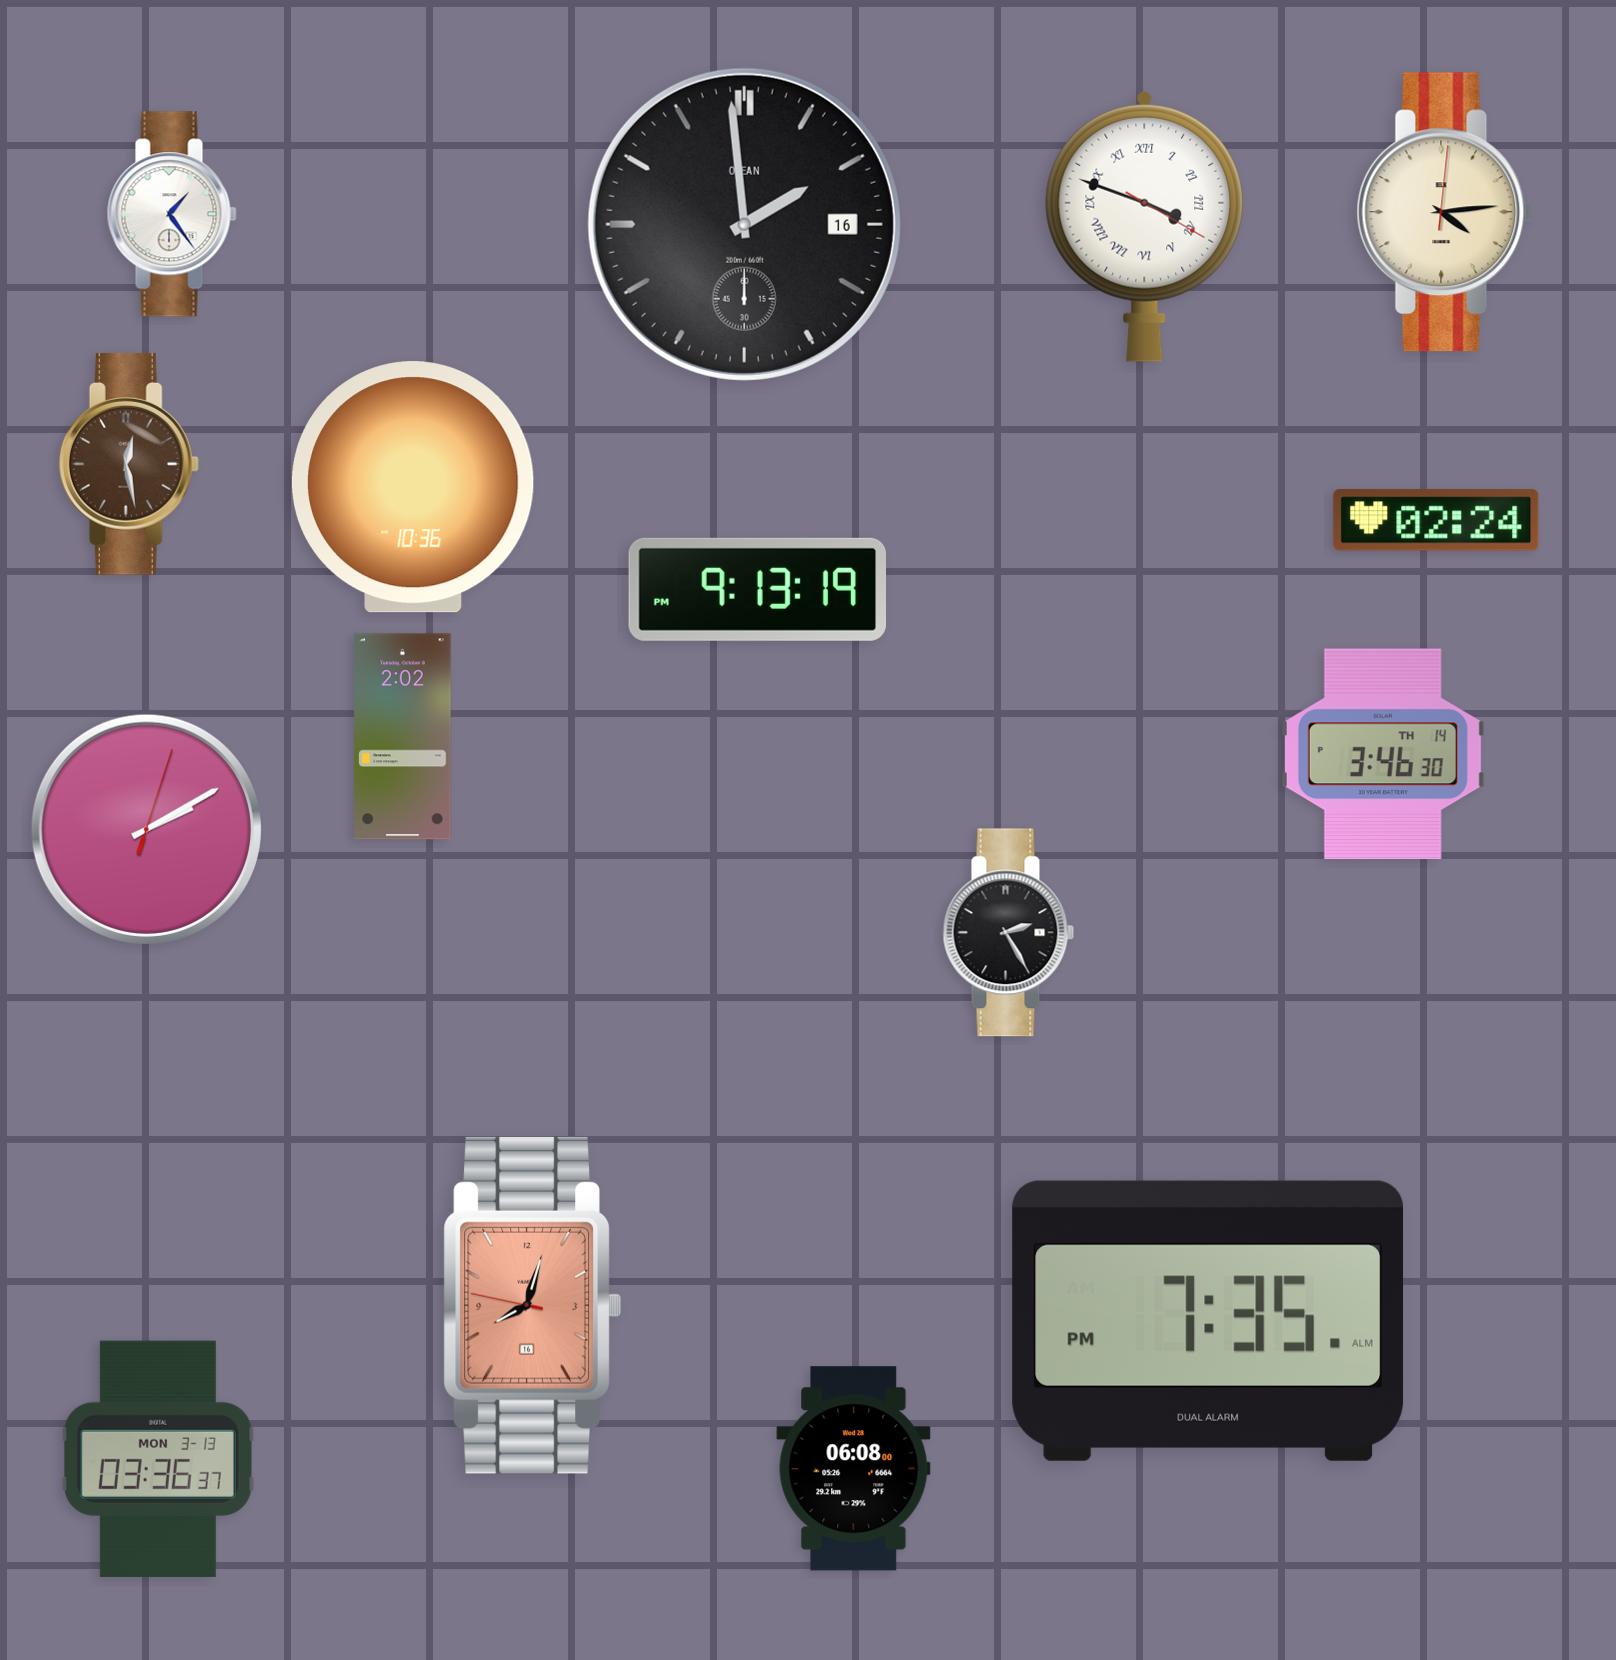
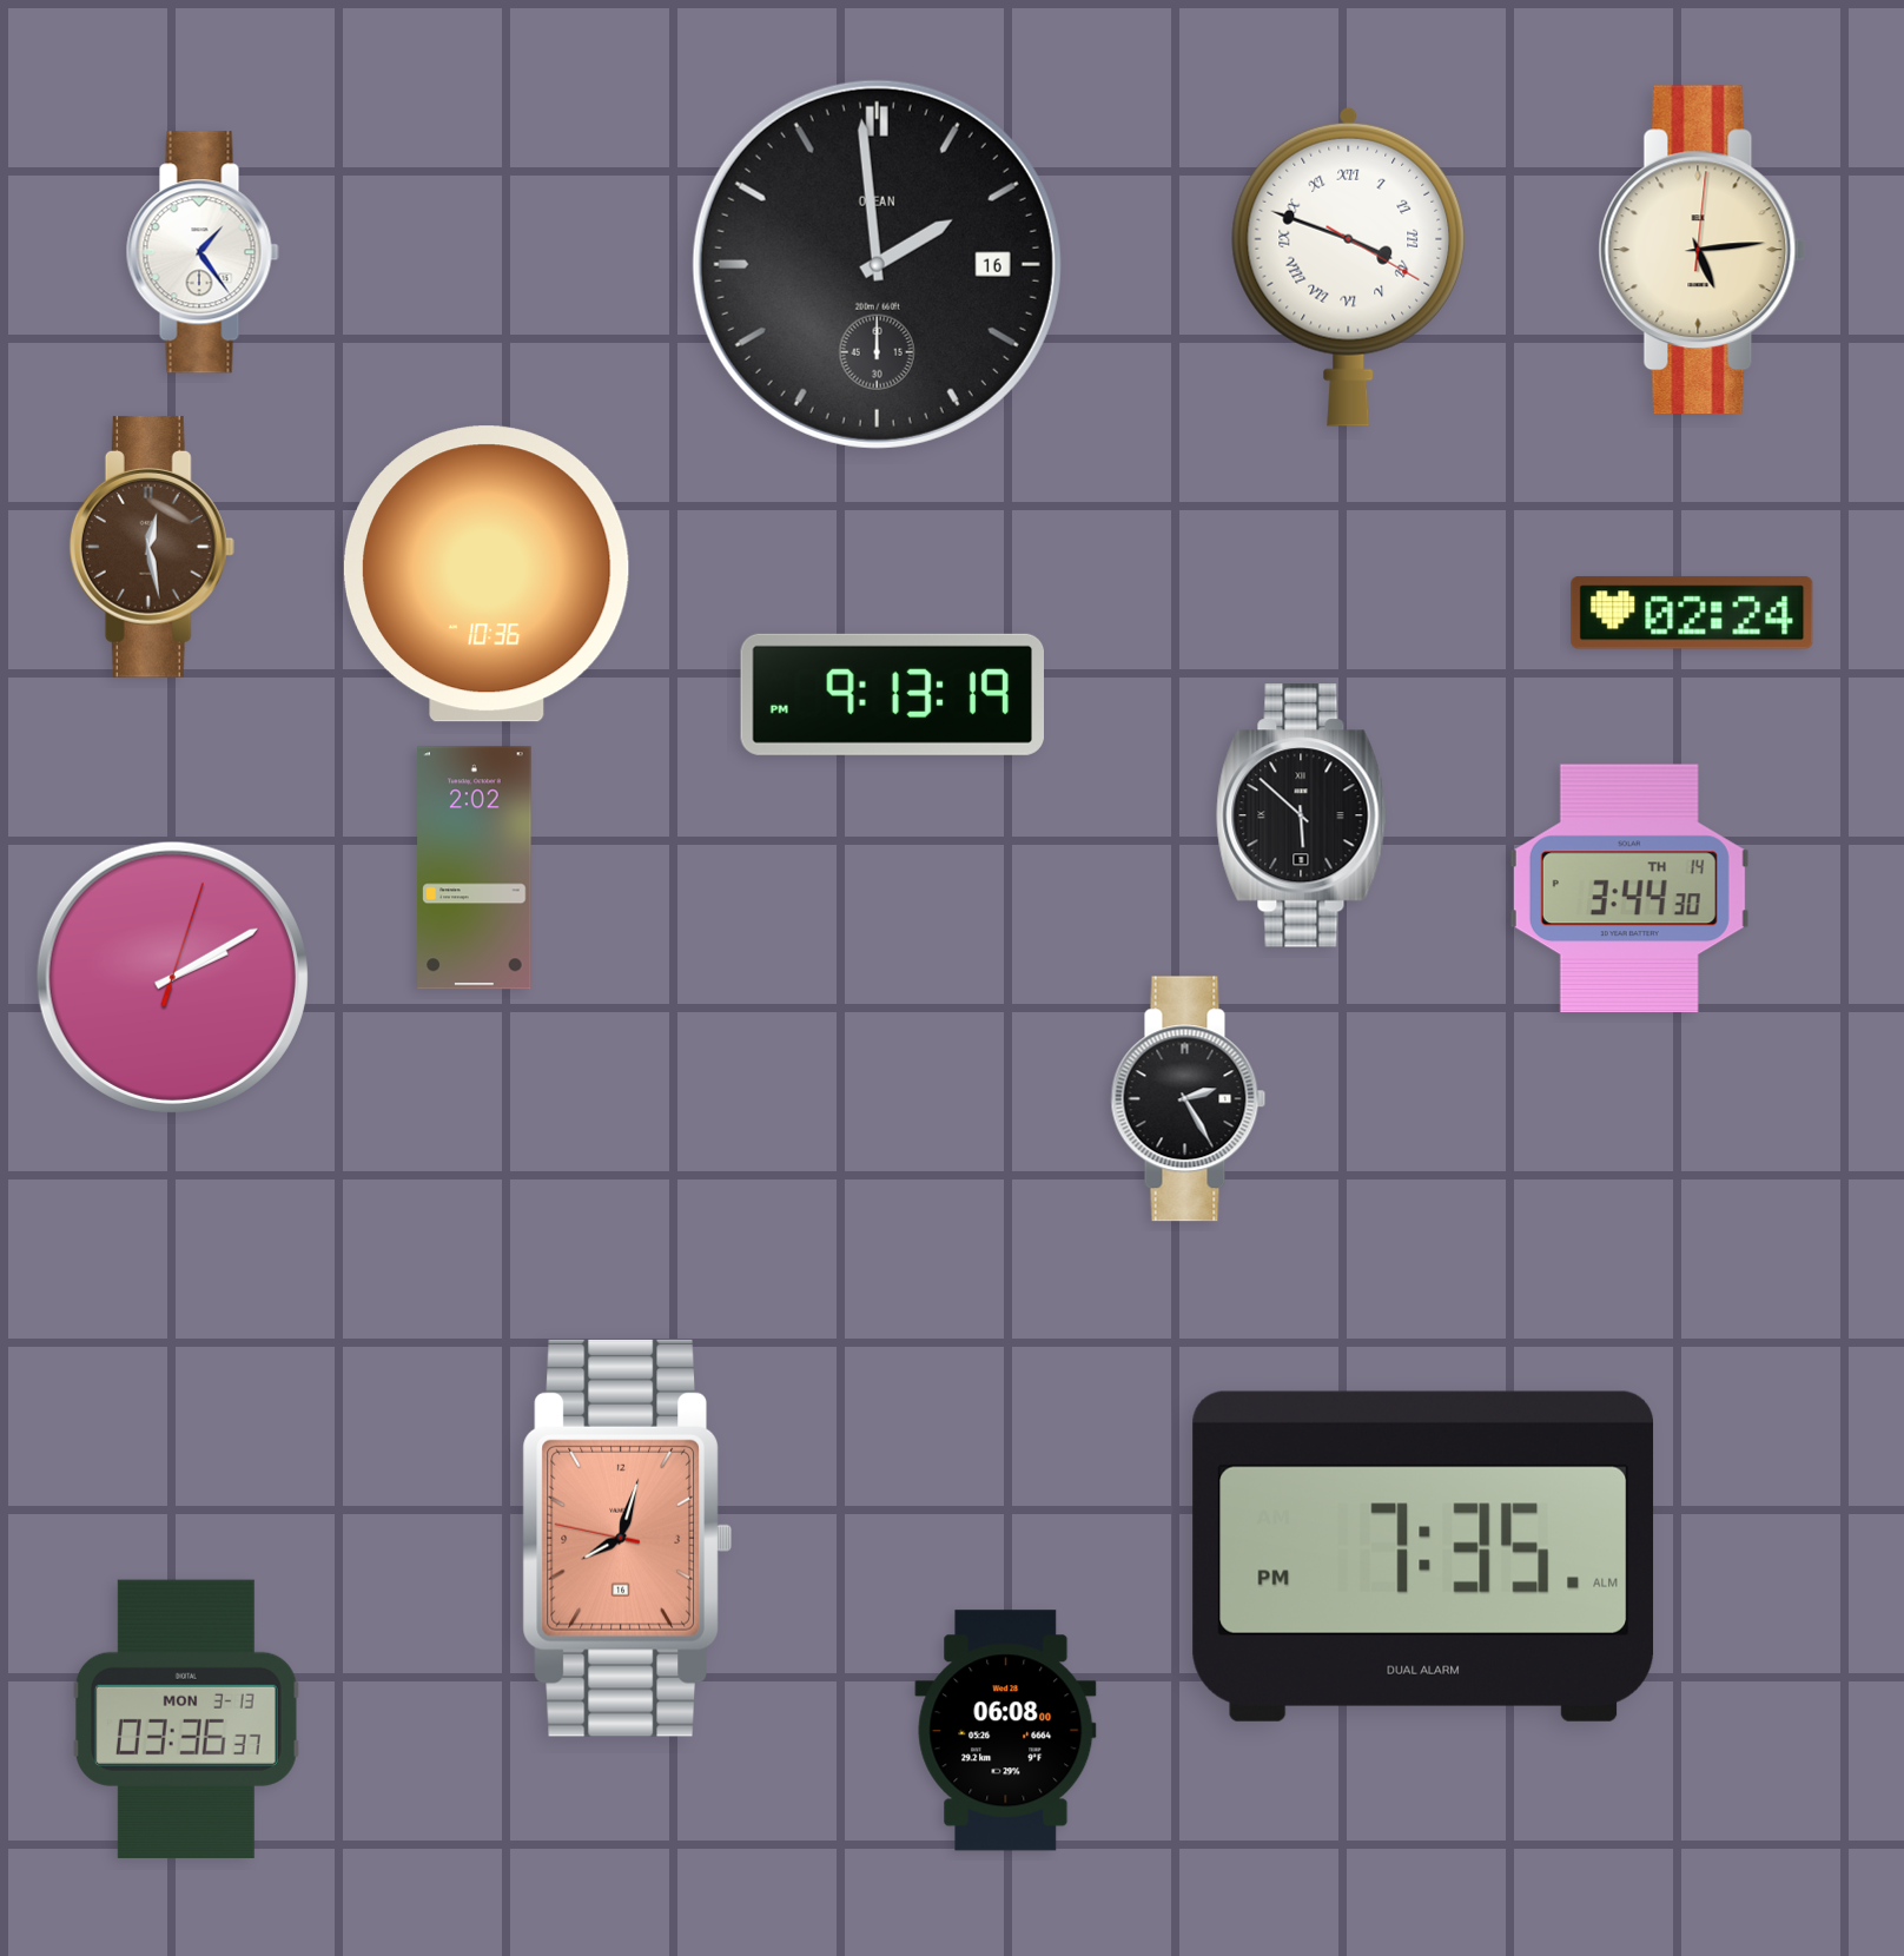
clock at (1445, 212): 4:14 -> 5:14
clock at (1302, 815): none -> 5:52
clock at (1383, 754): 3:46 -> 3:44
